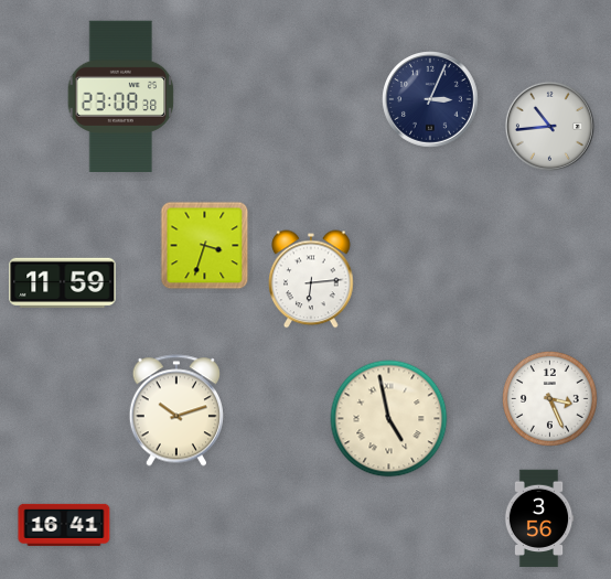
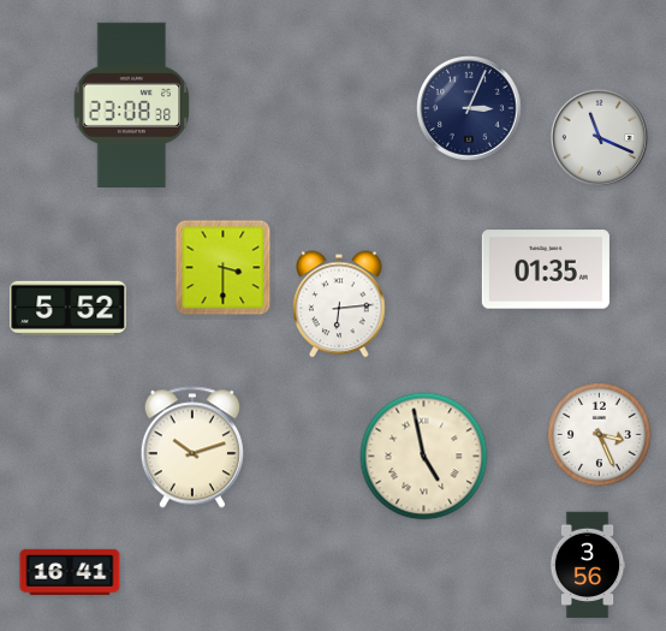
clock at (549, 126): 10:44 -> 11:19
clock at (205, 246): 3:33 -> 3:30
clock at (546, 269): none -> 01:35
clock at (63, 282): 11:59 -> 5:52
